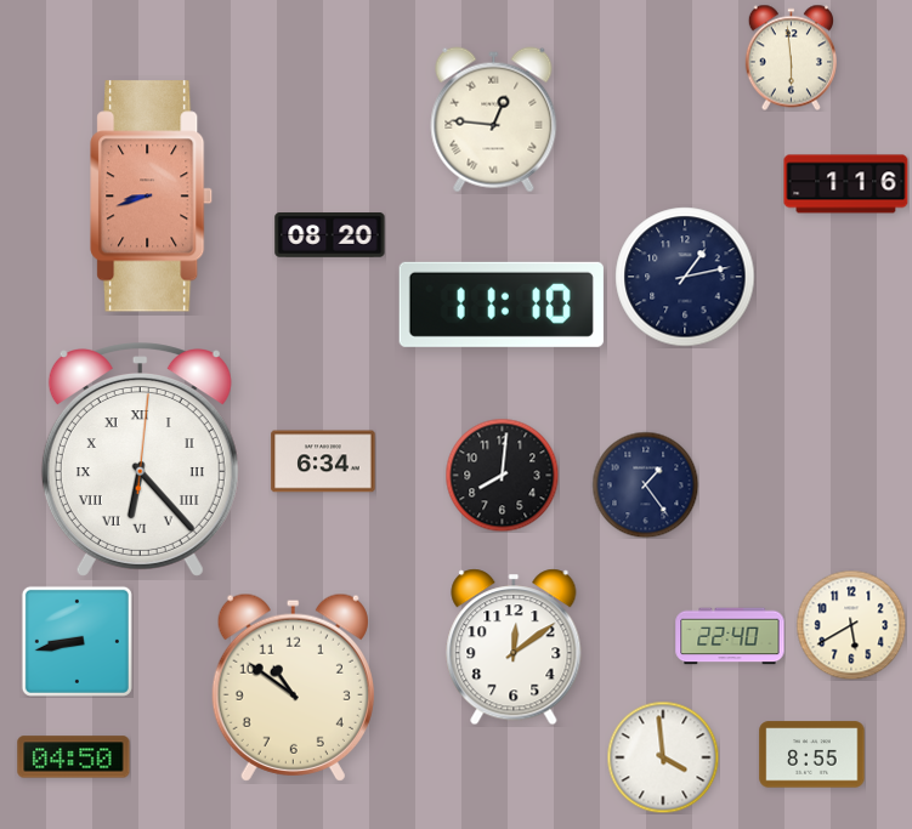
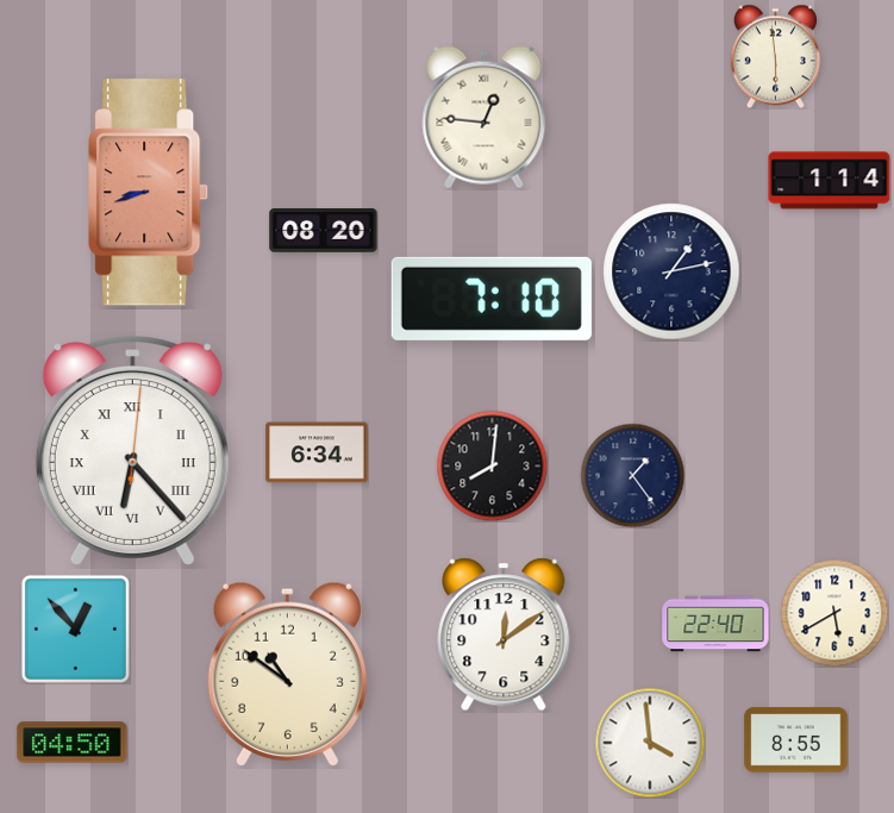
clock at (846, 184): 1:16 -> 1:14
clock at (502, 305): 11:10 -> 7:10
clock at (140, 460) position: (140, 460) -> (132, 451)
clock at (77, 641): 8:43 -> 12:53
